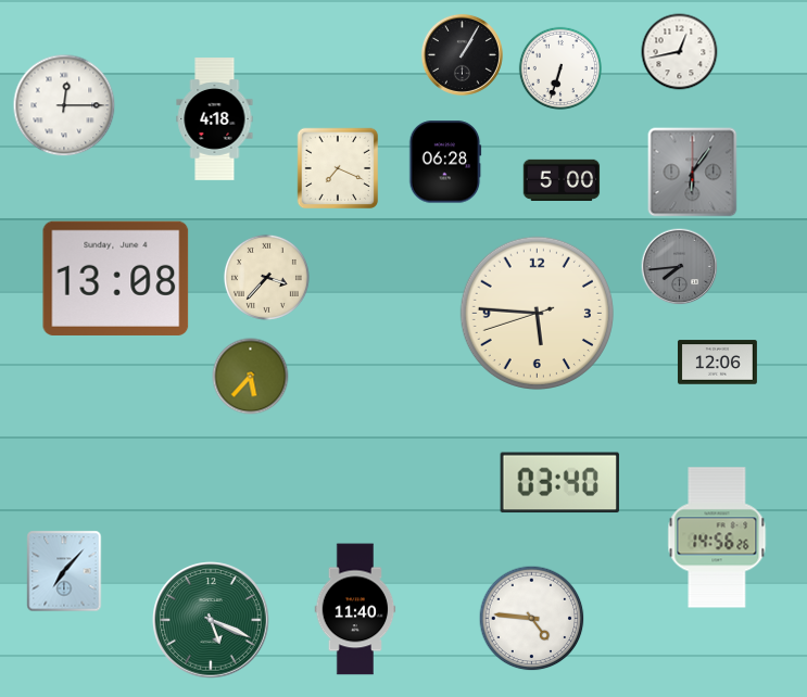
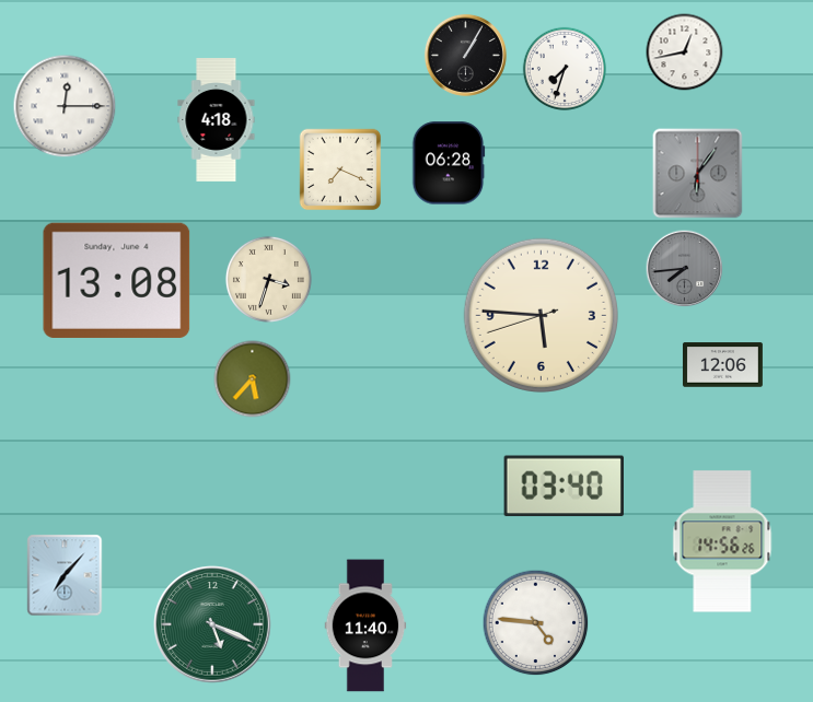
clock at (559, 67): 6:33 -> 7:33
clock at (562, 179): 5:00 -> none
clock at (266, 277): 3:37 -> 3:33
clock at (355, 609) position: (355, 609) -> (365, 625)
